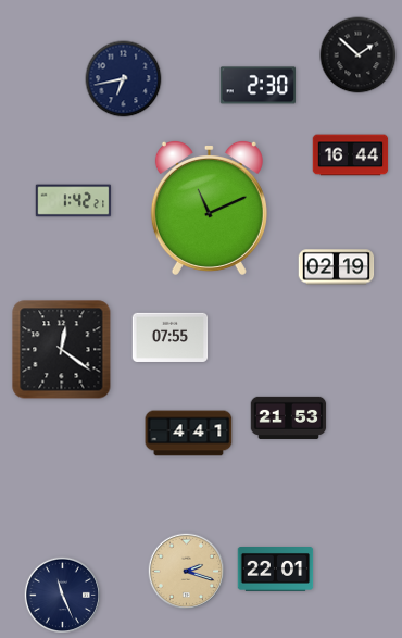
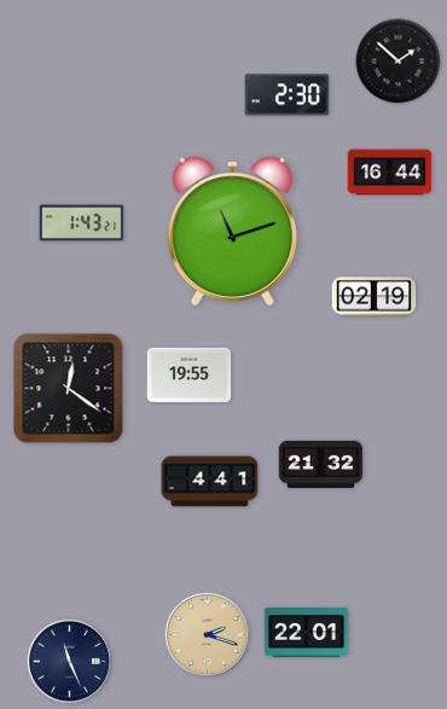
clock at (124, 79): 6:43 -> none
clock at (74, 201): 1:42 -> 1:43
clock at (209, 208): 11:11 -> 11:12
clock at (171, 337): 07:55 -> 19:55
clock at (289, 417): 21:53 -> 21:32
